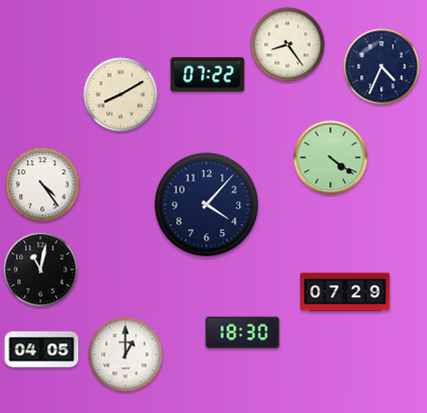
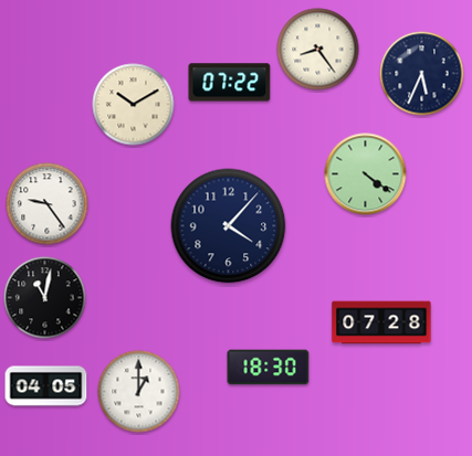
clock at (382, 67): 4:34 -> 5:34
clock at (121, 95): 8:10 -> 10:10
clock at (43, 185): 4:24 -> 9:24
clock at (345, 292): 07:29 -> 07:28
